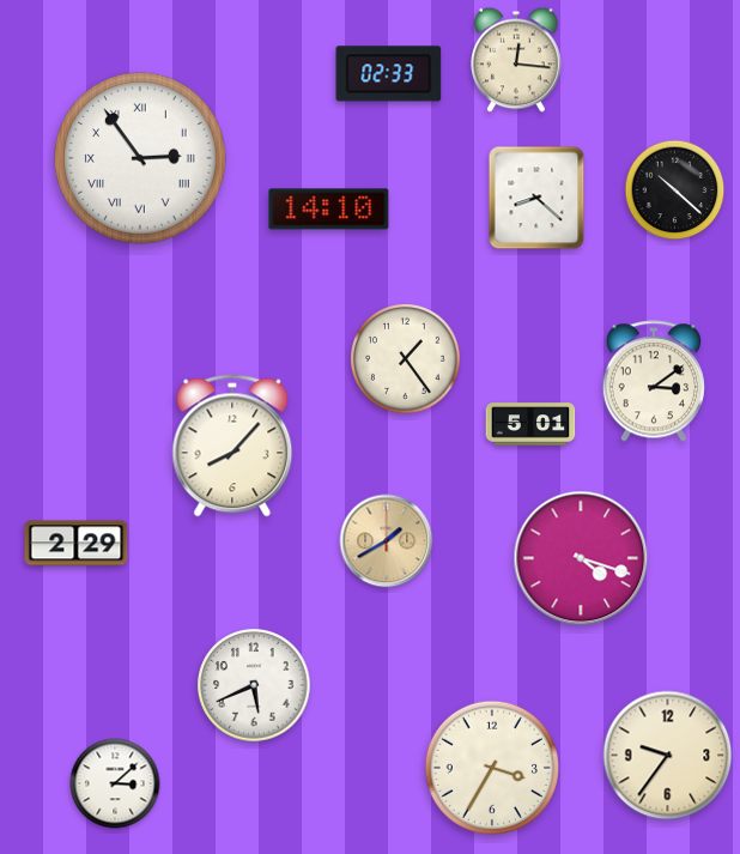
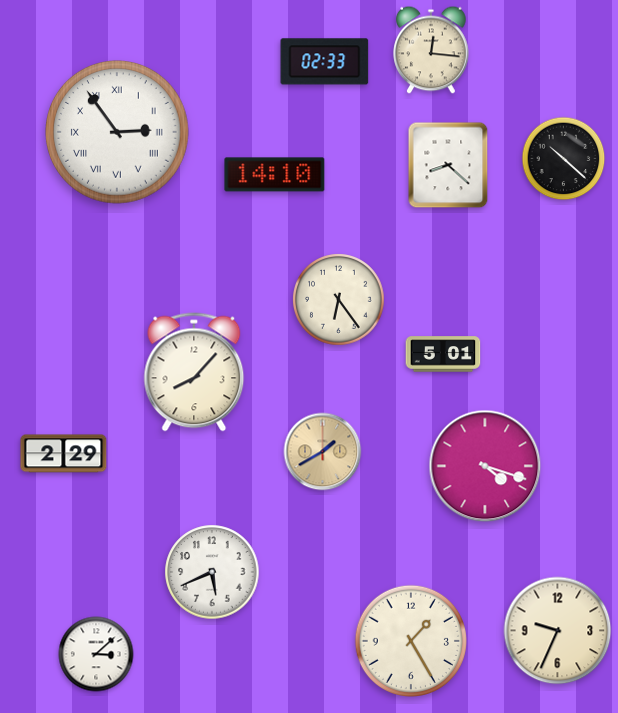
clock at (406, 359): 1:24 -> 6:24
clock at (653, 381): 3:09 -> none
clock at (668, 756): 9:36 -> 9:34
clock at (492, 768): 3:35 -> 1:25
